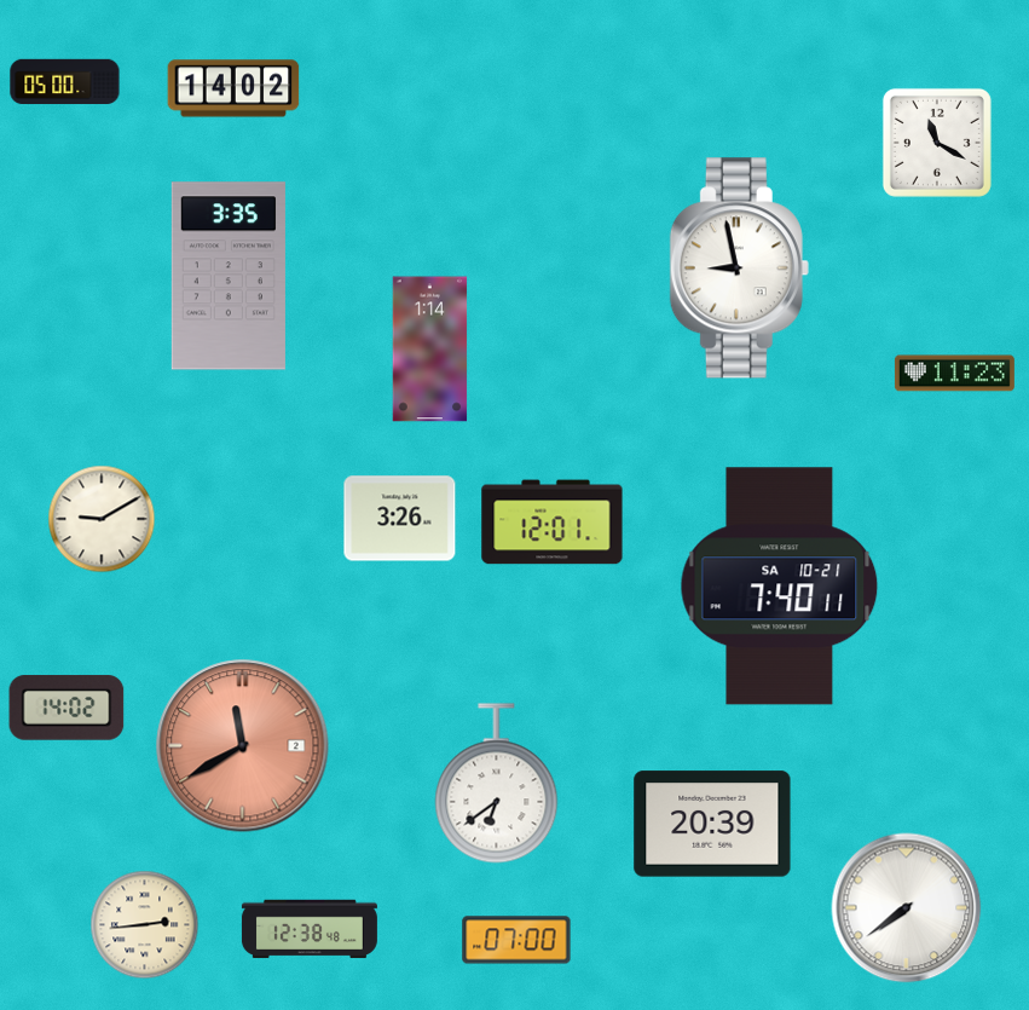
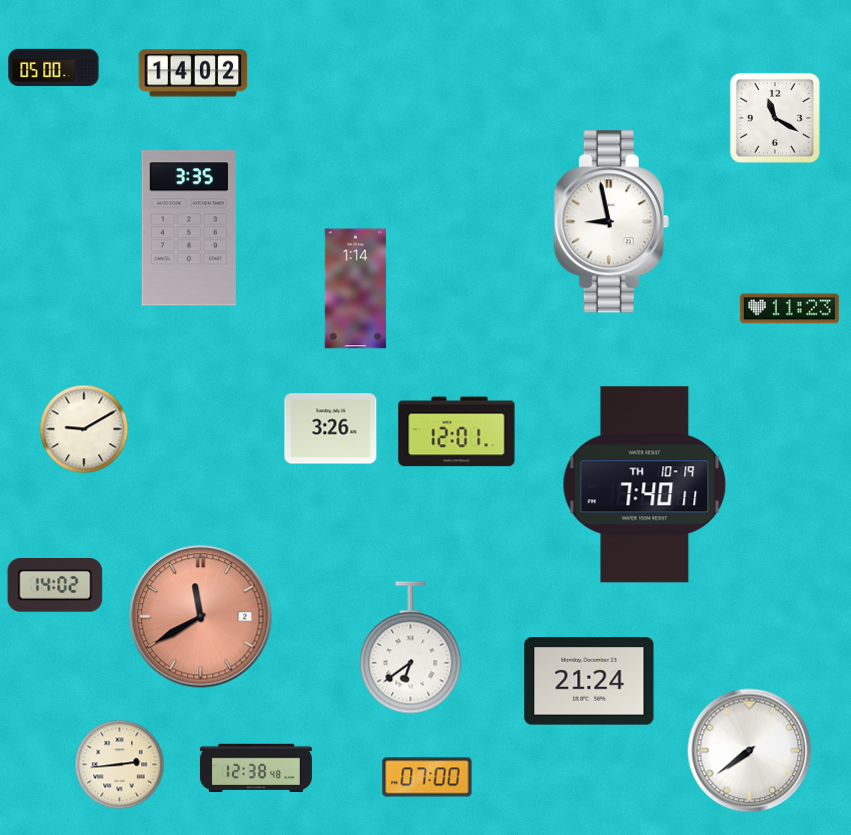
clock at (780, 587) date: SA 10-21 -> TH 10-19
clock at (712, 824): 20:39 -> 21:24
